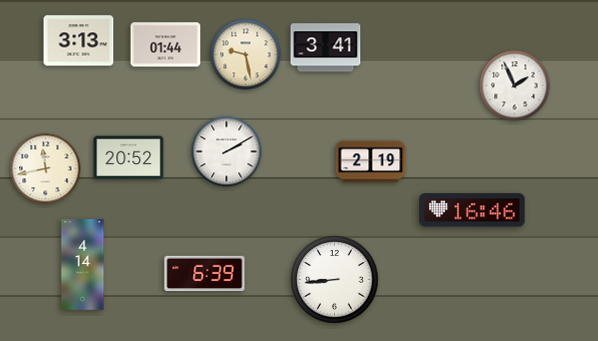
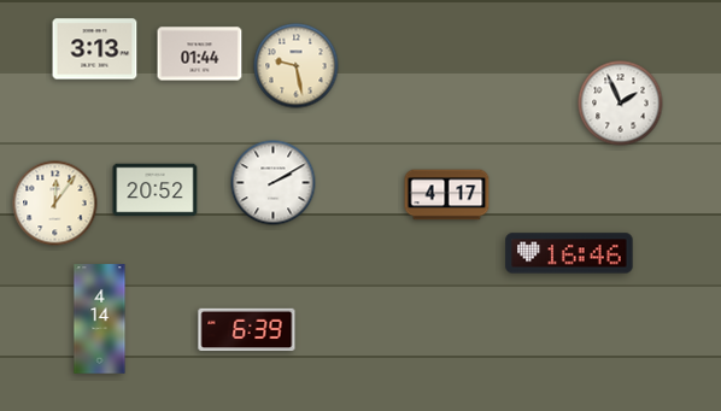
clock at (326, 48): 3:41 -> none
clock at (371, 162): 2:19 -> 4:17
clock at (46, 169): 11:43 -> 12:06
clock at (335, 280): 8:44 -> none
